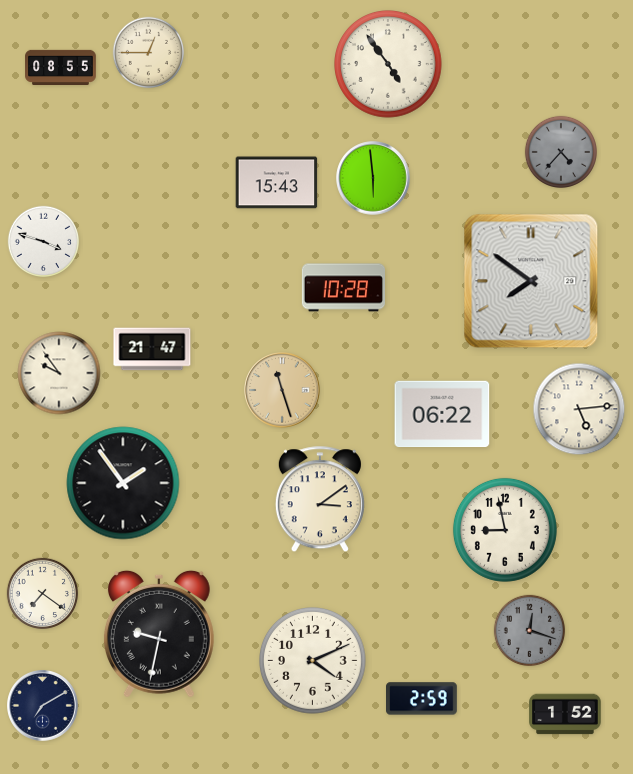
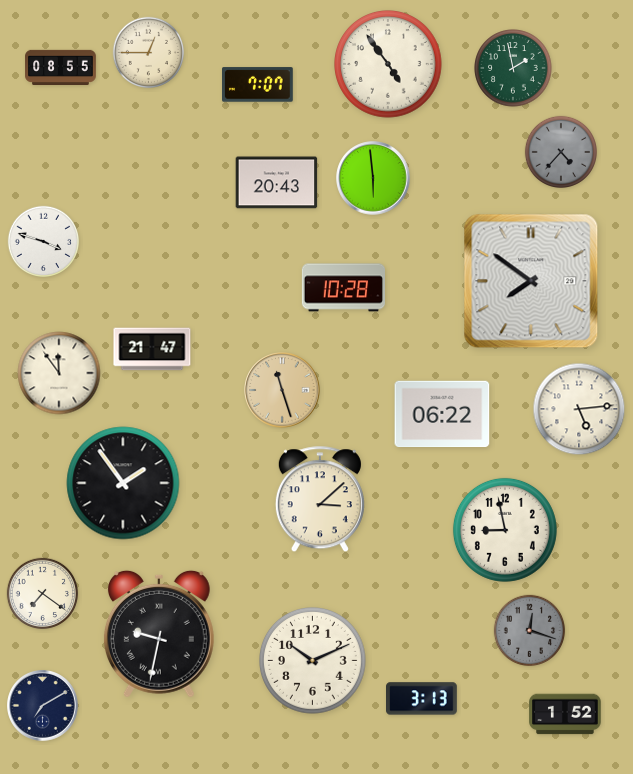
clock at (513, 68): none -> 1:58
clock at (258, 85): none -> 7:07
clock at (277, 183): 15:43 -> 20:43
clock at (59, 373): 9:54 -> 11:54
clock at (320, 500): 3:09 -> 3:08
clock at (313, 661): 4:11 -> 10:11
clock at (422, 699): 2:59 -> 3:13
